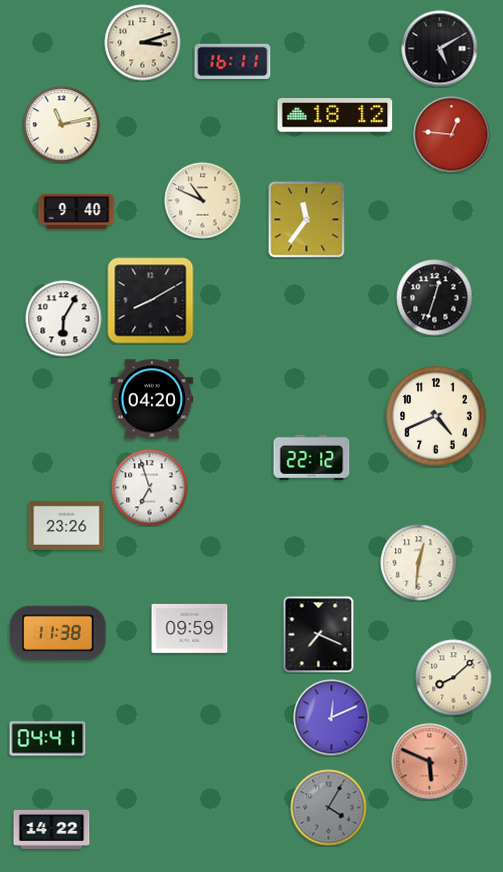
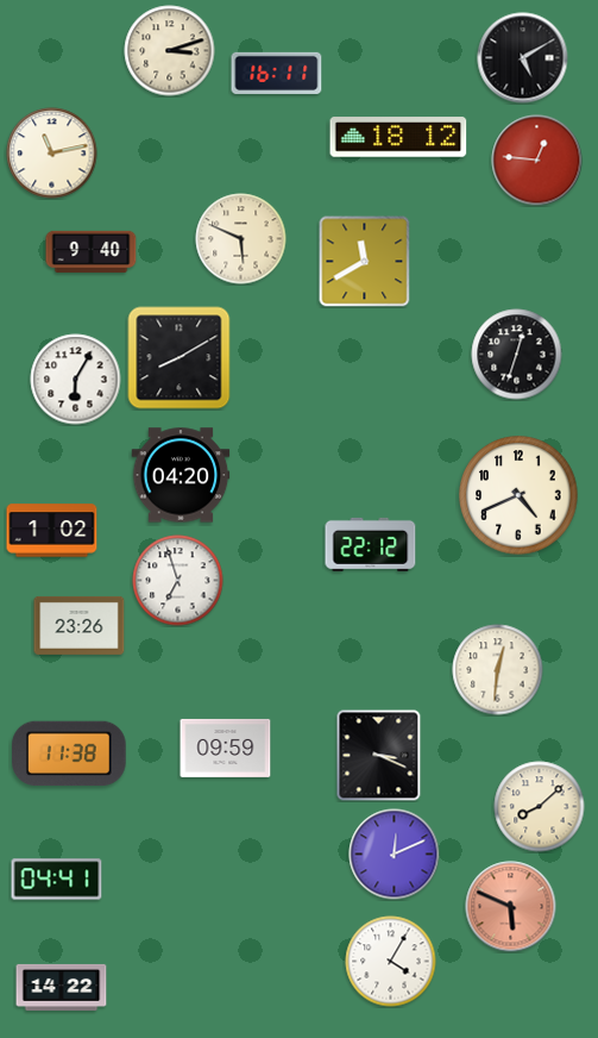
clock at (62, 125) position: (62, 125) -> (52, 154)
clock at (203, 201): 10:49 -> 5:49
clock at (307, 220): 11:36 -> 11:40
clock at (52, 531): none -> 1:02
clock at (319, 635): 7:19 -> 3:19
clock at (329, 808) dial: grey -> white
